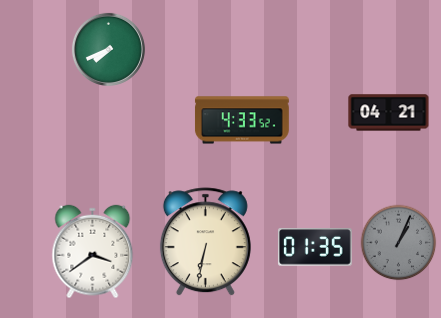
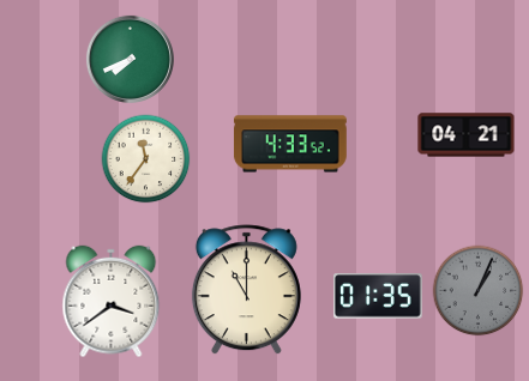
clock at (146, 159): none -> 11:36
clock at (205, 242): 6:32 -> 11:00
